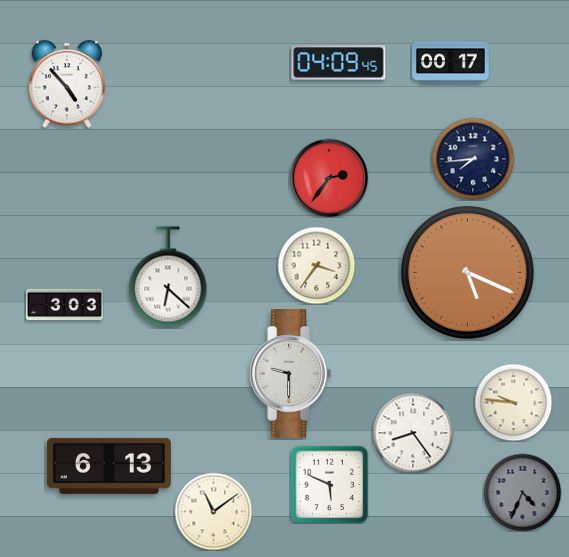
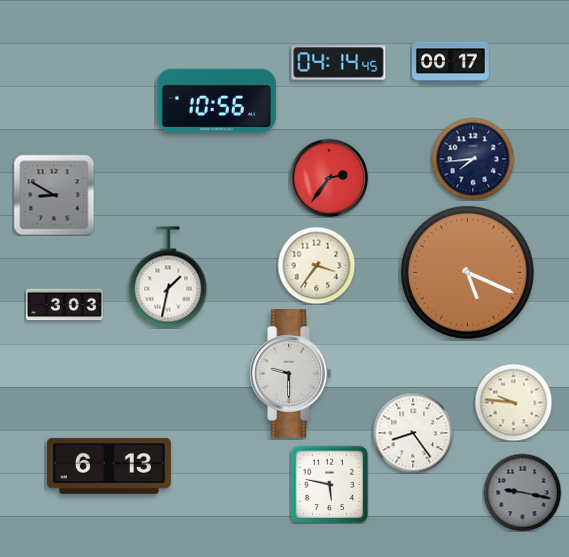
clock at (339, 63): 04:09 -> 04:14
clock at (67, 84): 4:53 -> none
clock at (216, 100): none -> 10:56
clock at (54, 195): none -> 8:50
clock at (168, 277): 6:22 -> 1:32
clock at (329, 484): 5:49 -> 5:47
clock at (522, 492): 4:34 -> 9:17
clock at (213, 511): 11:09 -> none
